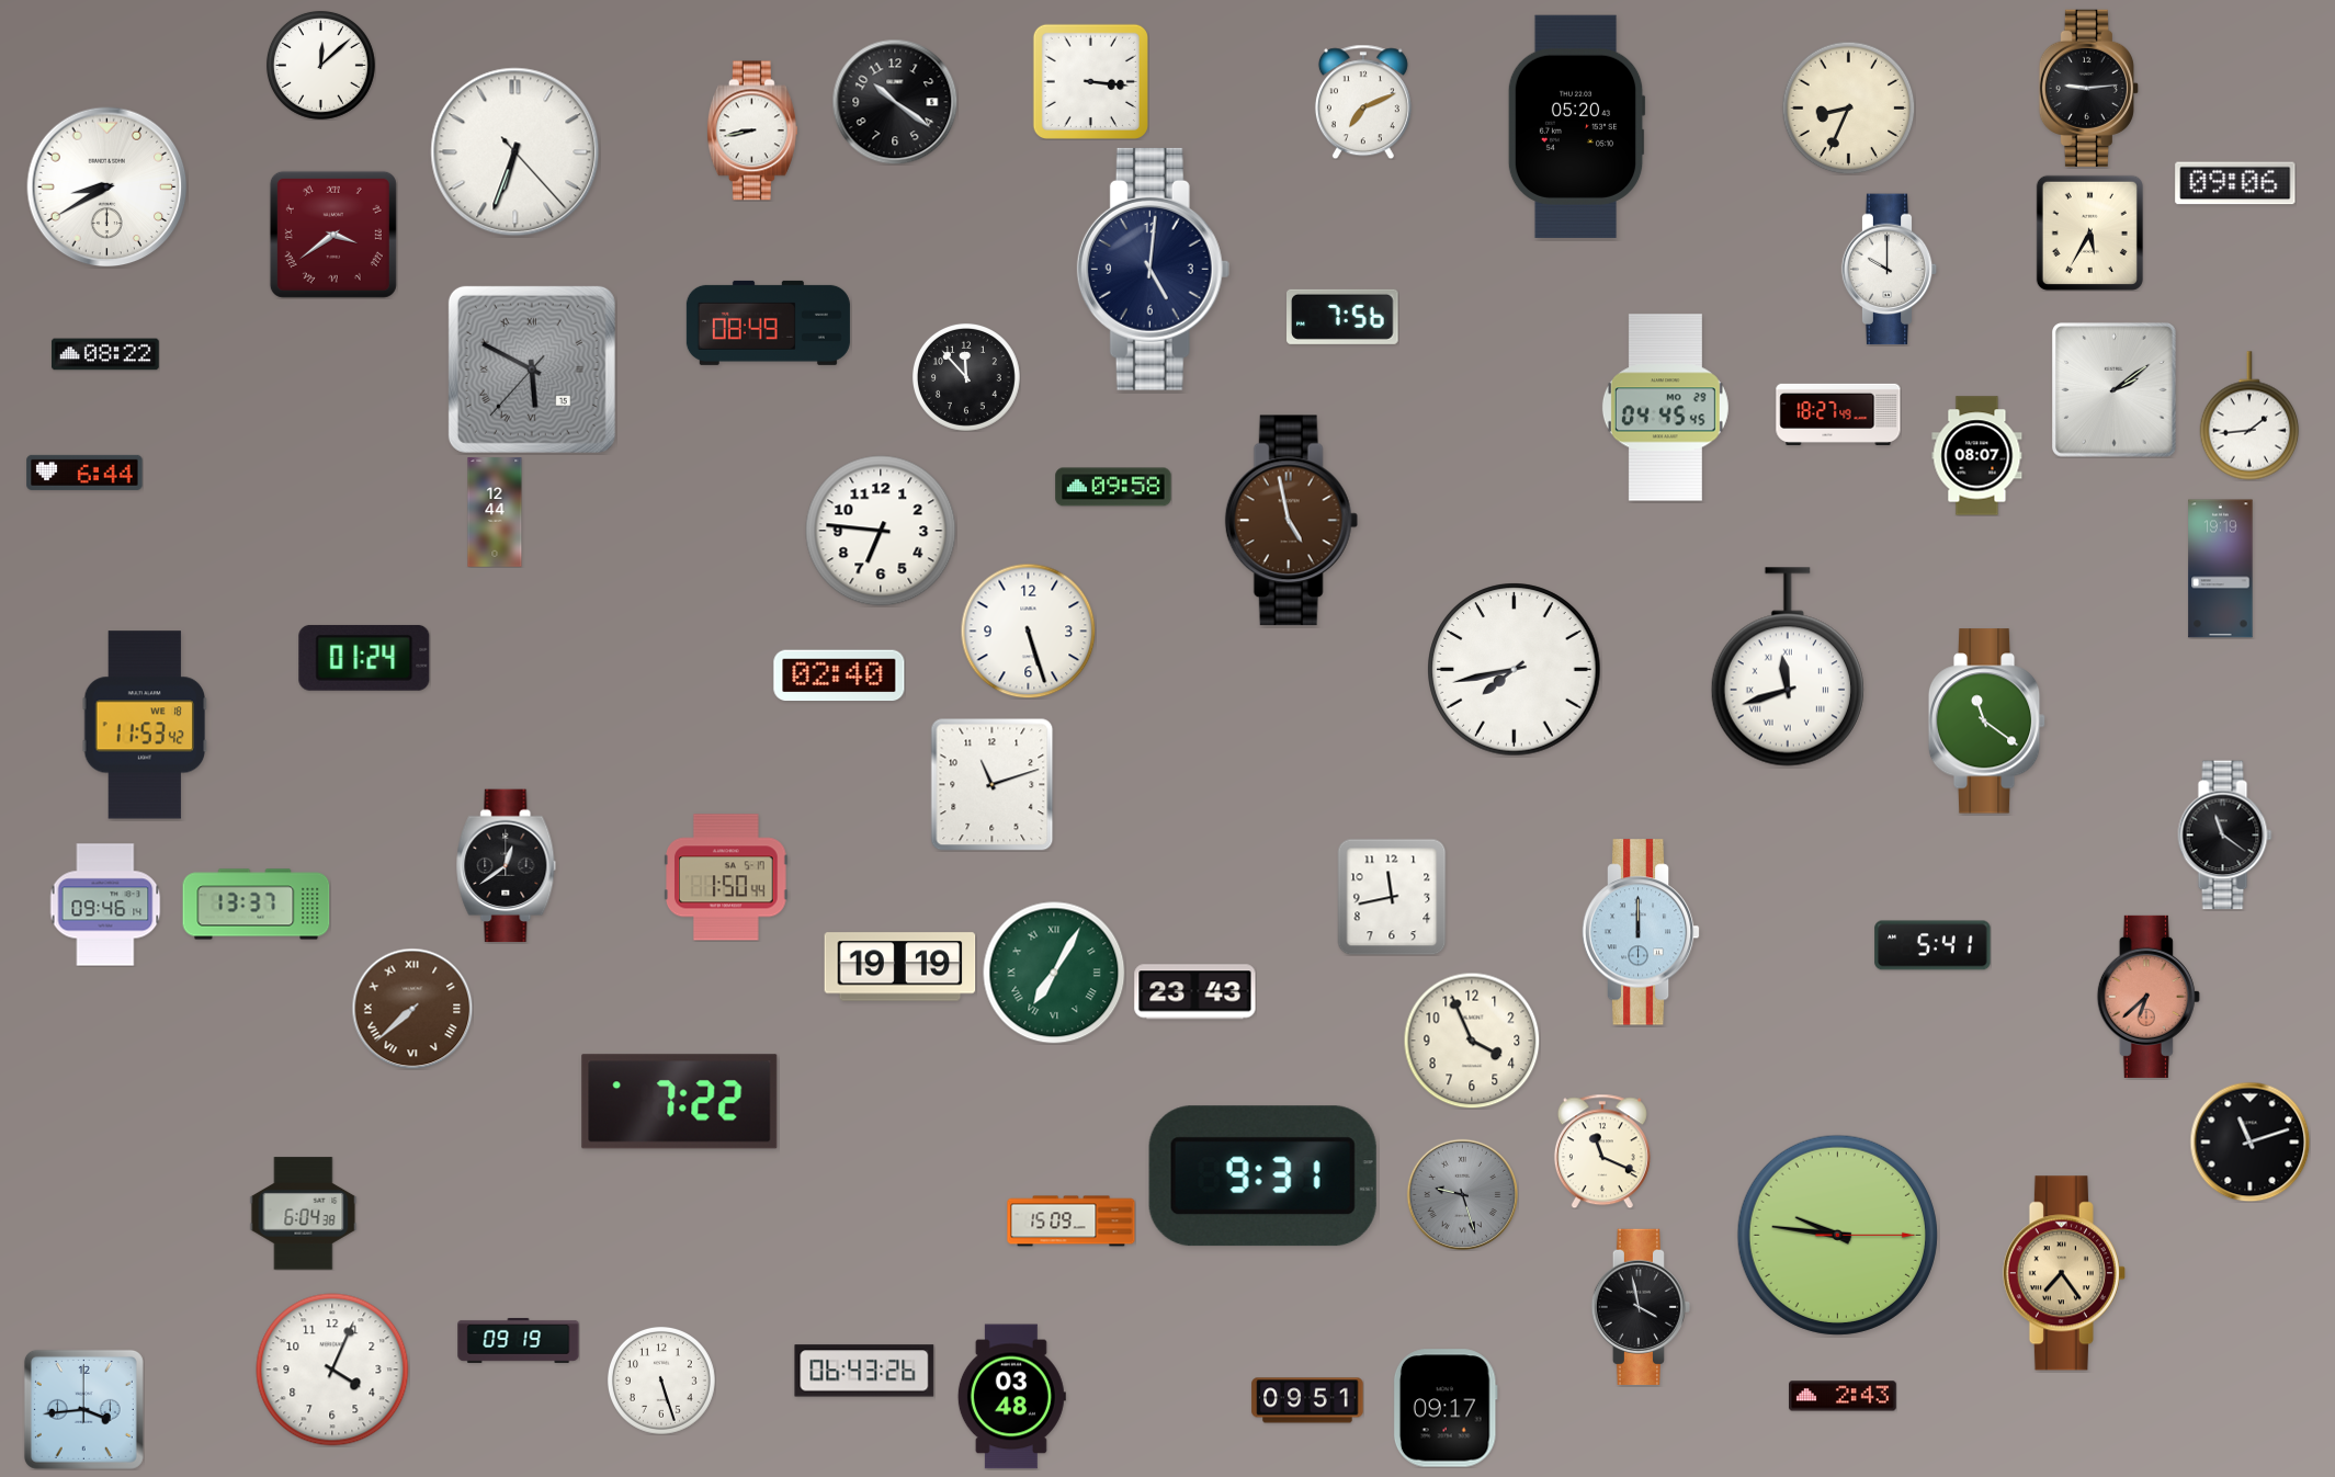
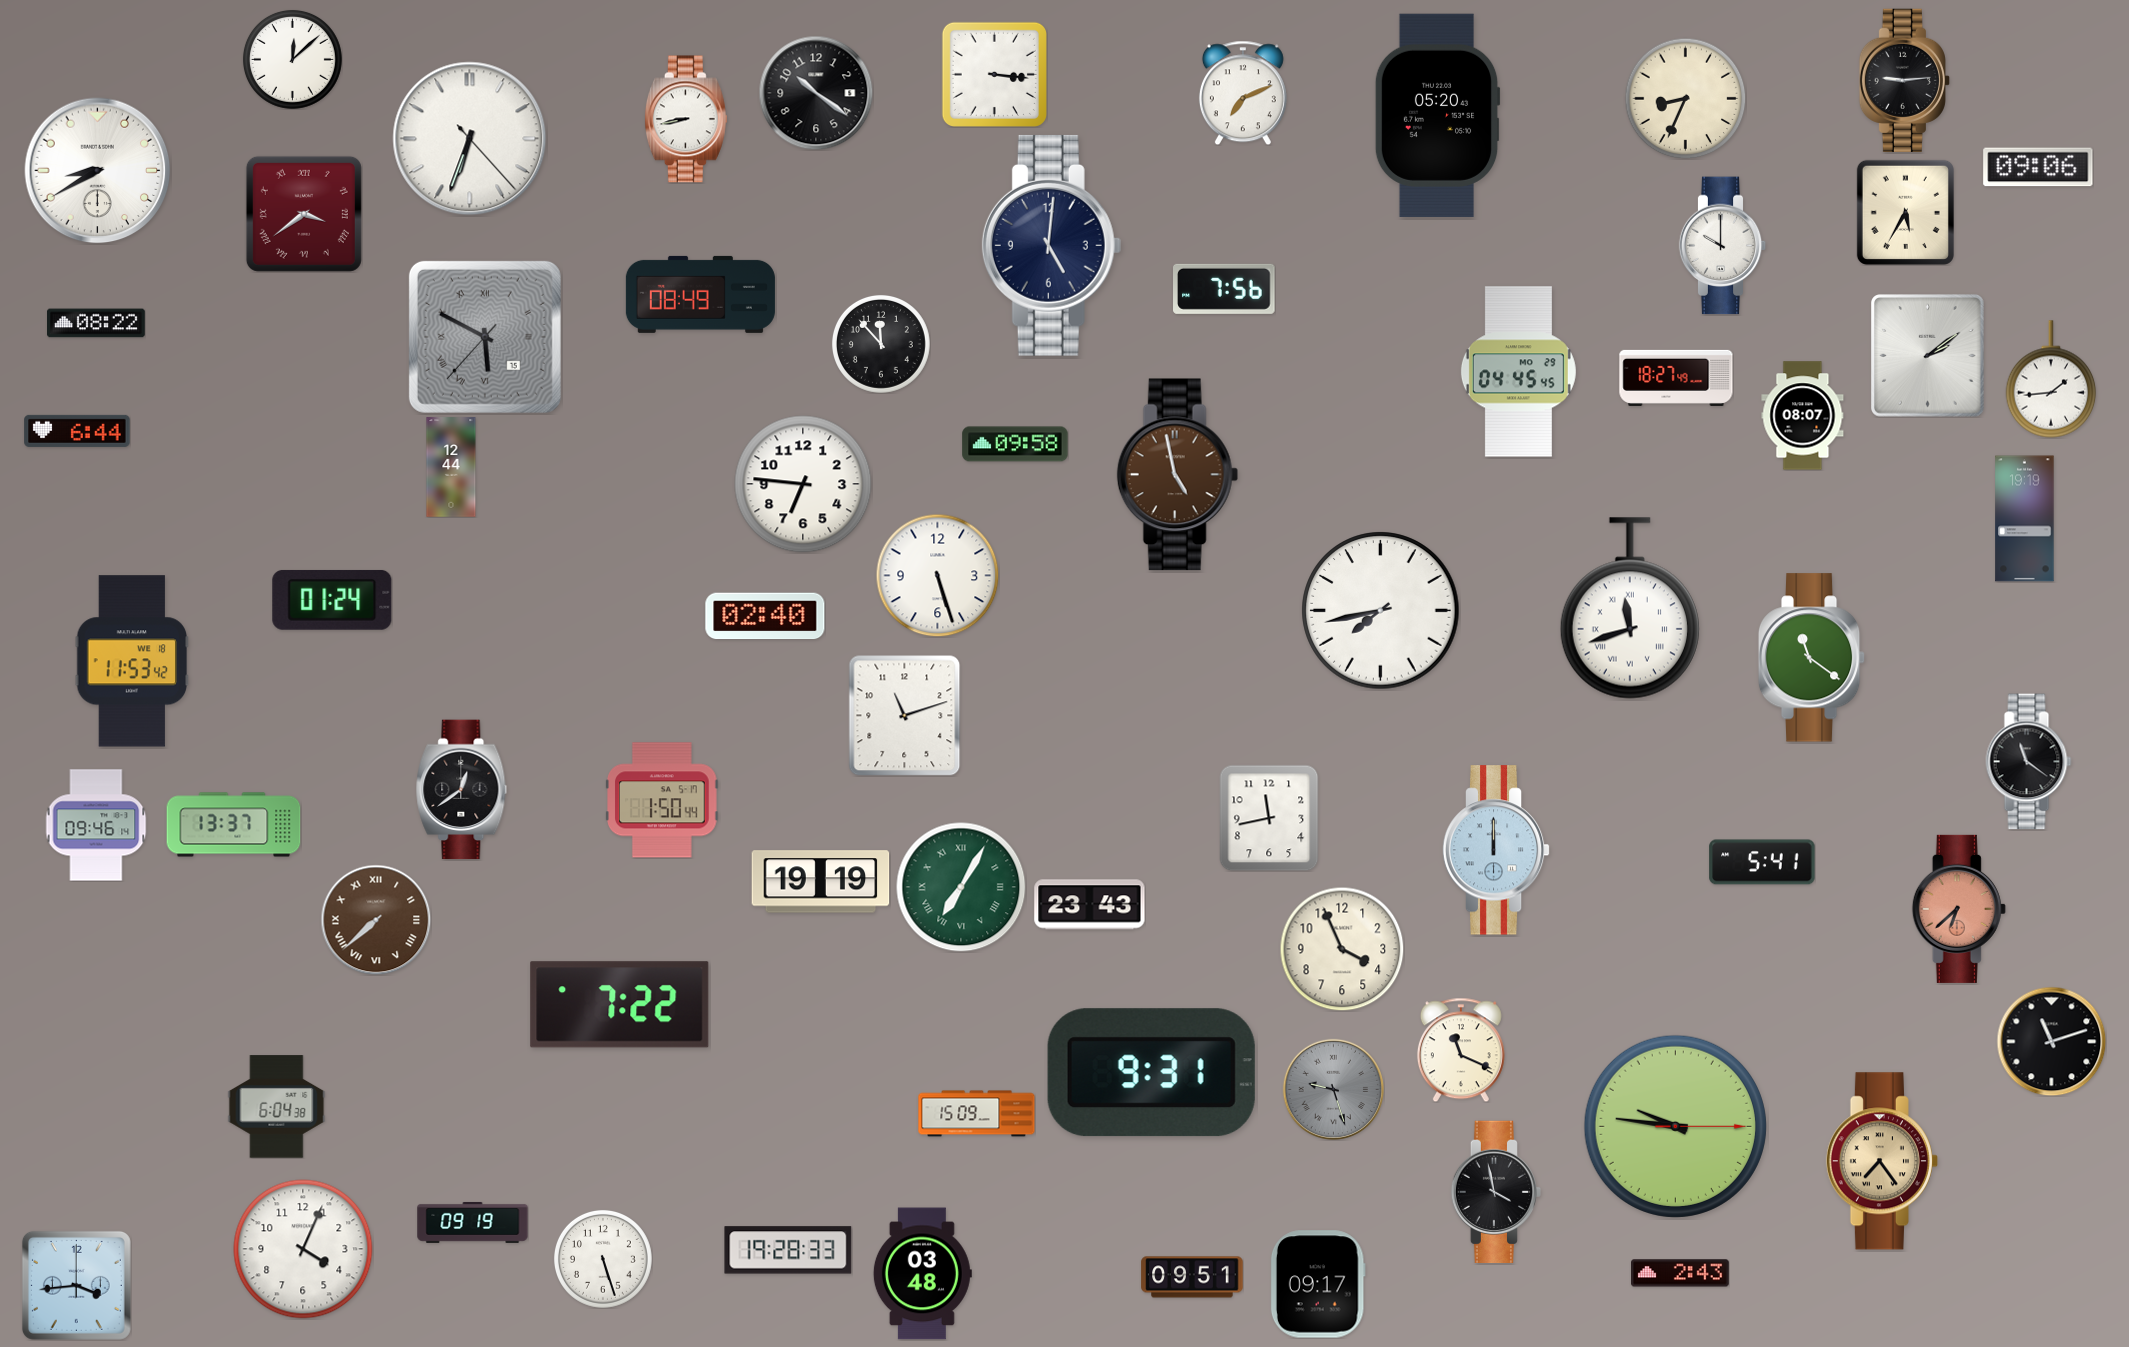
clock at (864, 1371): 06:43 -> 19:28
